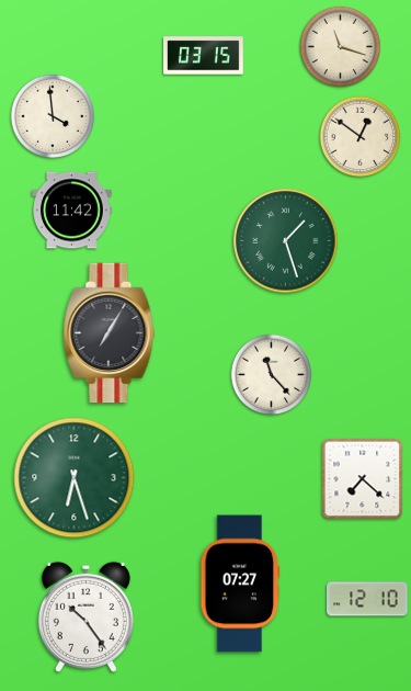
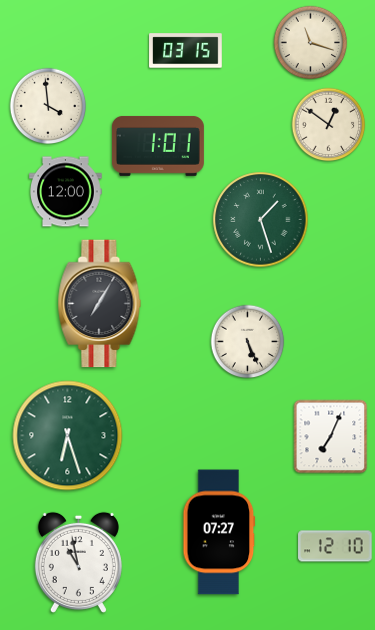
clock at (158, 146): none -> 1:01
clock at (72, 211): 11:42 -> 12:00
clock at (272, 375): 11:23 -> 5:26
clock at (363, 479): 7:22 -> 7:04
clock at (85, 616): 10:24 -> 10:58
